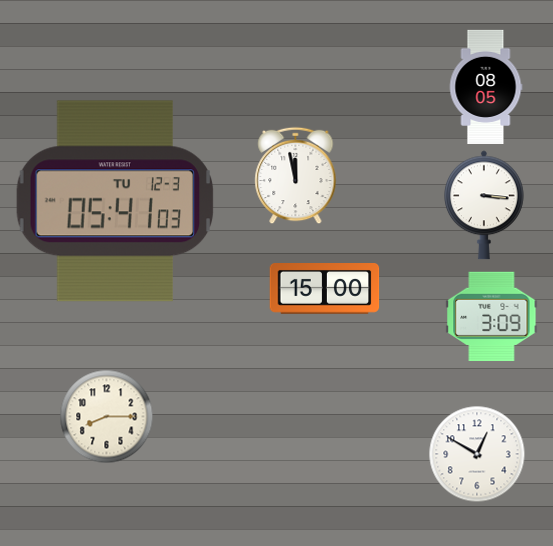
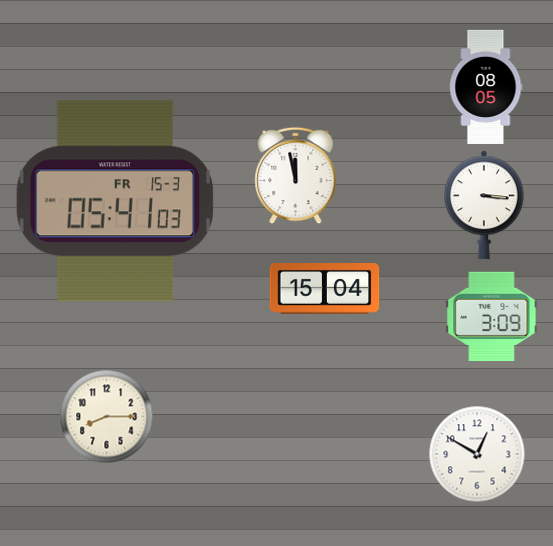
clock at (115, 201) date: TU 12-3 -> FR 15-3
clock at (325, 289): 15:00 -> 15:04
